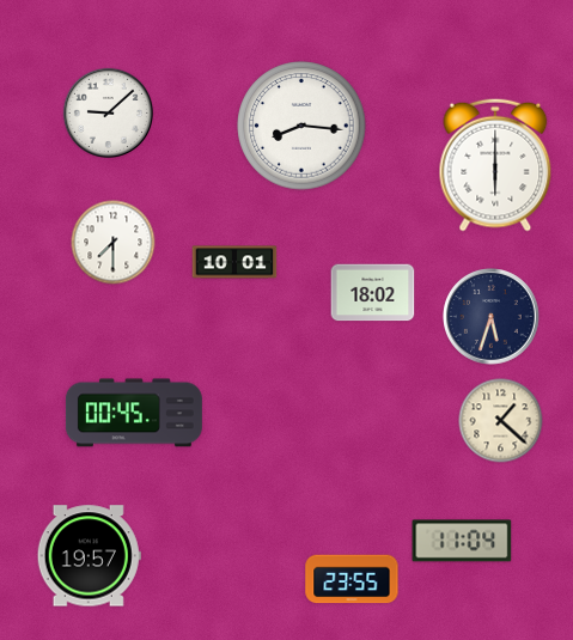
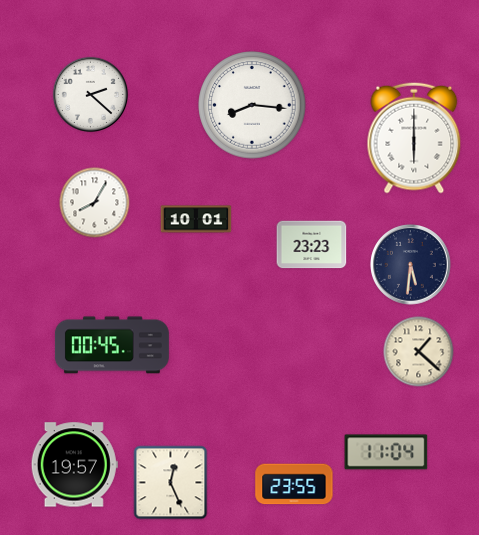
clock at (108, 112): 9:08 -> 2:22
clock at (114, 243): 7:30 -> 8:05
clock at (373, 293): 18:02 -> 23:23
clock at (492, 317): 5:33 -> 5:31
clock at (171, 483): none -> 12:26
